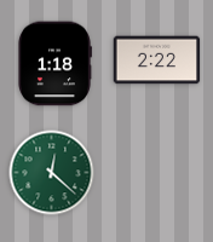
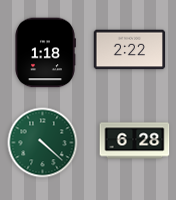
clock at (135, 141): none -> 6:28
clock at (52, 173): 12:22 -> 4:22
